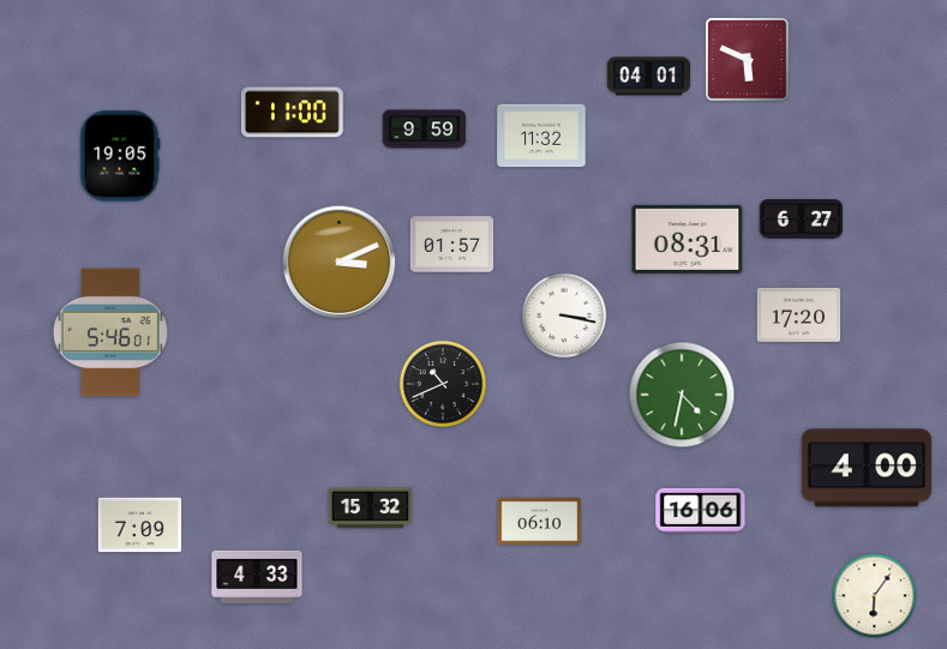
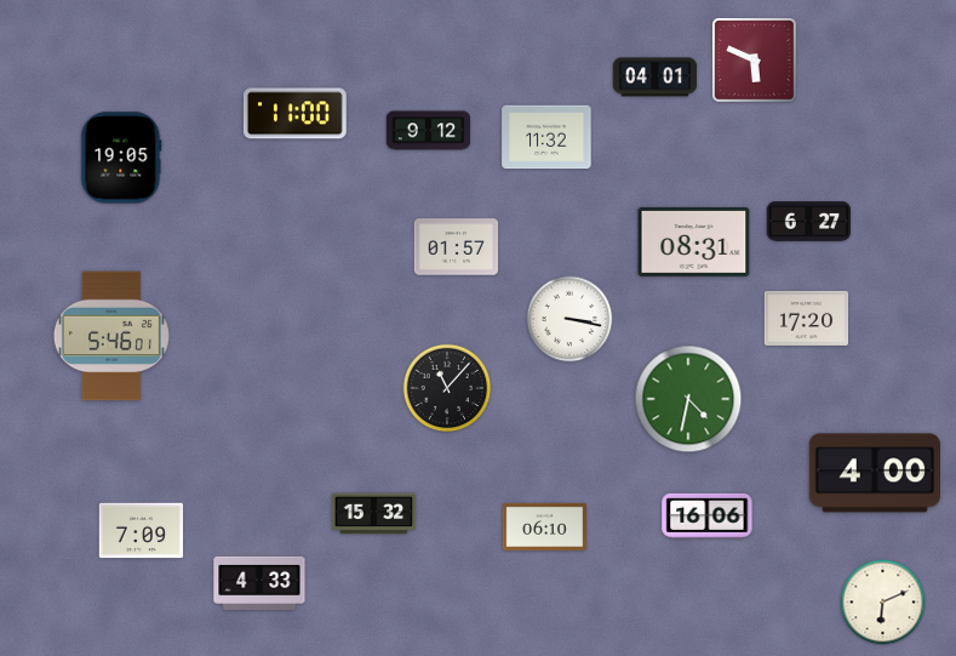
clock at (425, 130): 9:59 -> 9:12
clock at (340, 263): 3:11 -> none
clock at (443, 384): 10:41 -> 11:07
clock at (875, 596): 6:06 -> 6:11
